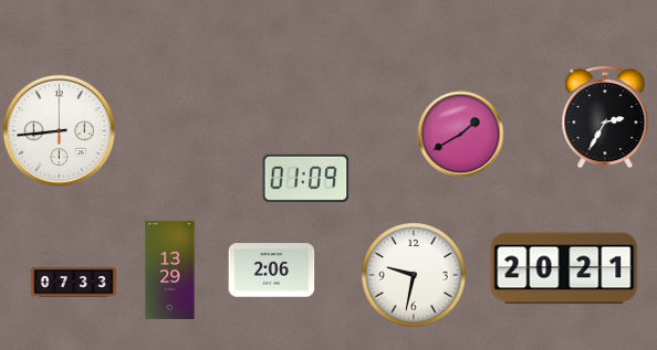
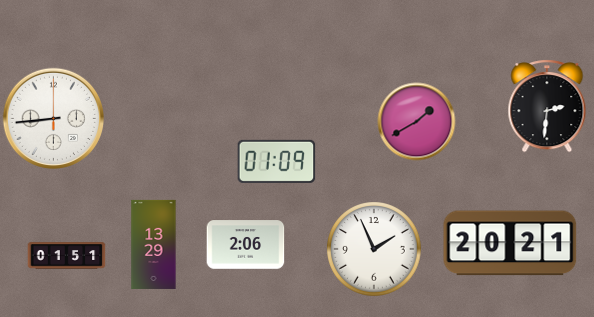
clock at (605, 117): 2:35 -> 2:31
clock at (414, 275): 9:32 -> 1:56
clock at (73, 283): 07:33 -> 01:51
